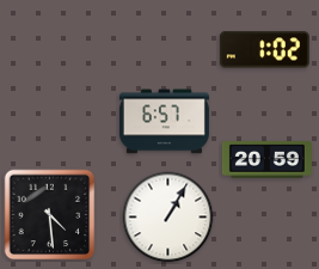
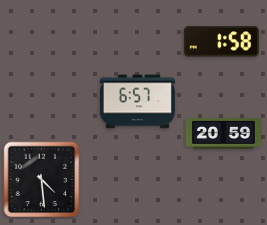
clock at (264, 50): 1:02 -> 1:58
clock at (168, 218): 1:05 -> none
